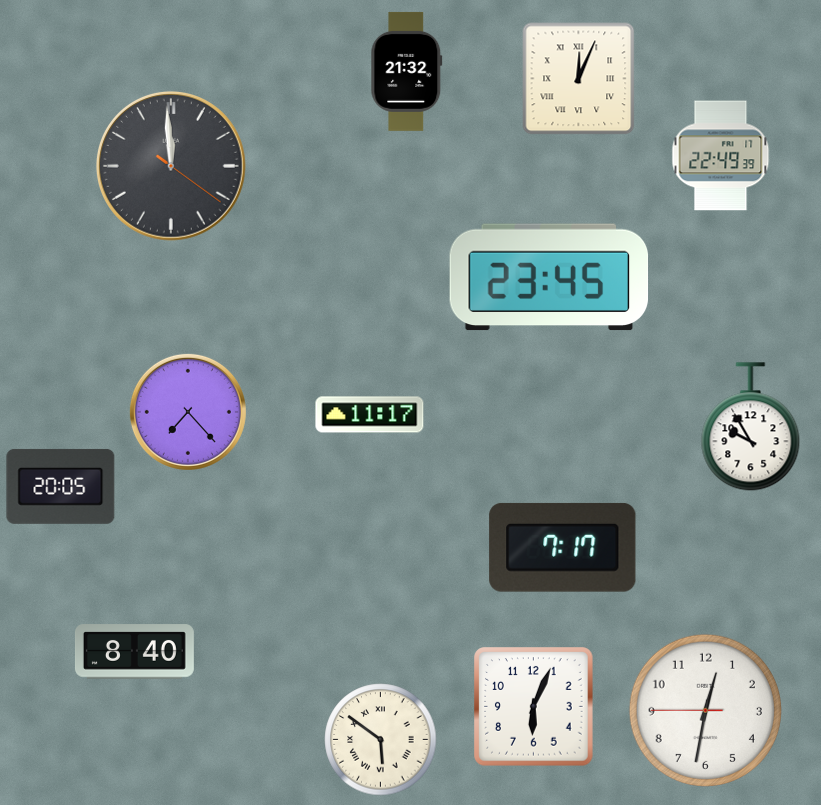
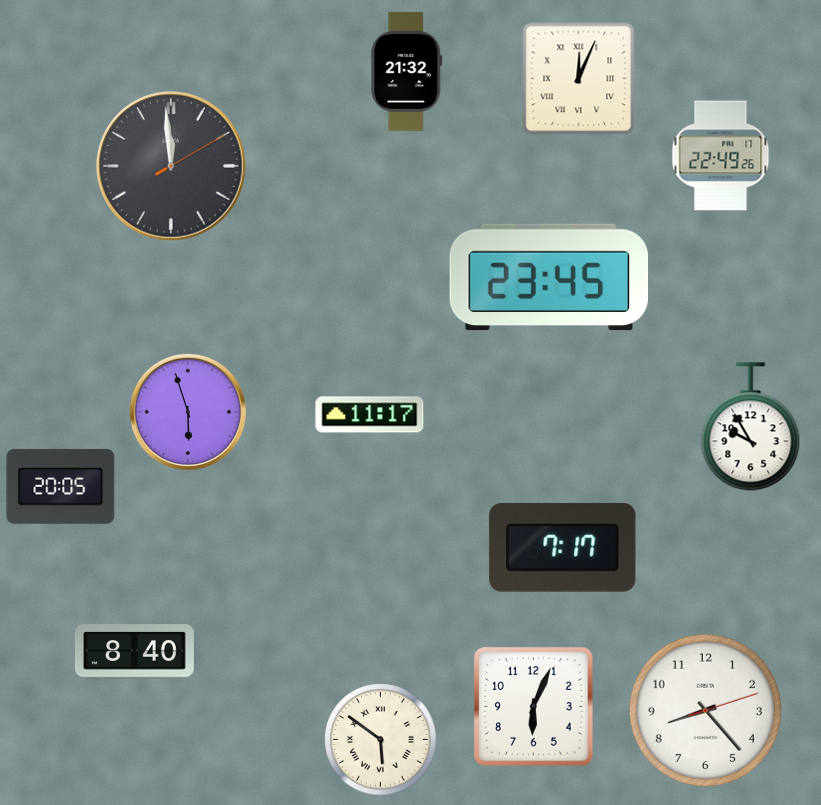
clock at (721, 156): 22:49:39 -> 22:49:26
clock at (172, 167): 11:59:21 -> 11:59:10
clock at (188, 412): 7:23 -> 5:57
clock at (705, 710): 12:31 -> 8:23
